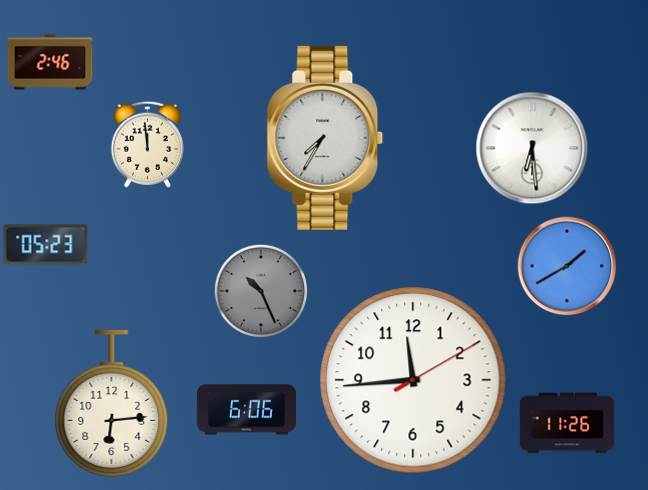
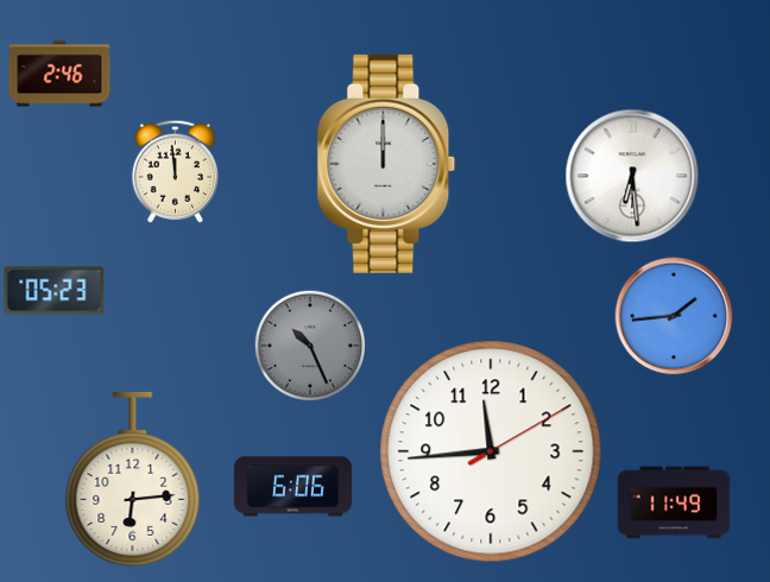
clock at (325, 138): 7:35 -> 12:00
clock at (567, 266): 1:40 -> 1:44
clock at (567, 423): 11:26 -> 11:49
